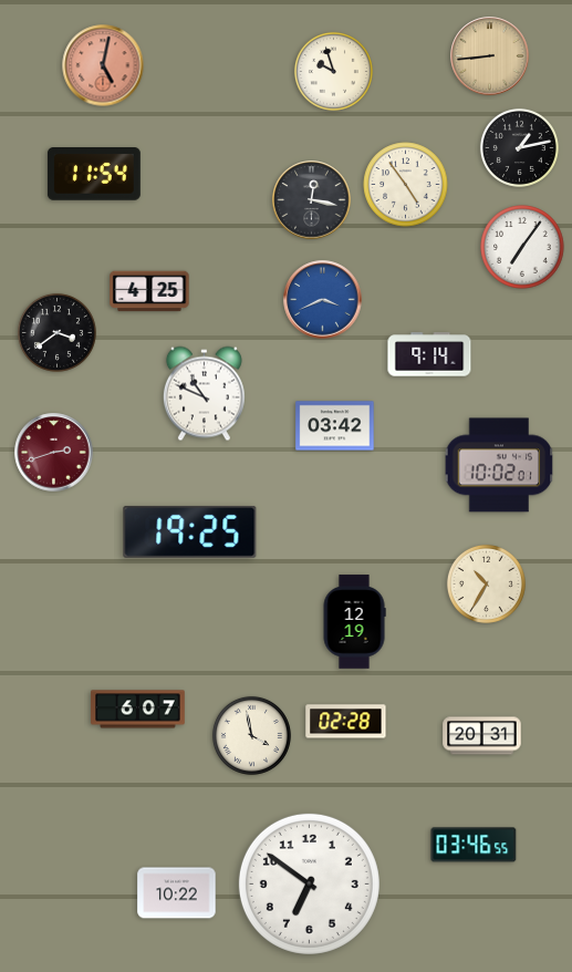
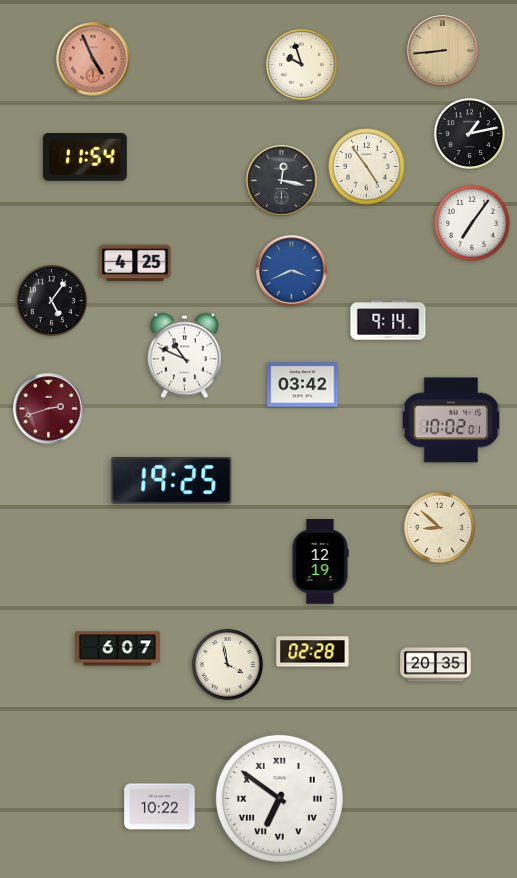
clock at (103, 65): 5:02 -> 4:56
clock at (56, 332): 3:39 -> 5:06
clock at (486, 583): 10:35 -> 8:52
clock at (138, 710) position: (138, 710) -> (118, 649)
clock at (482, 736): 20:31 -> 20:35
clock at (474, 845): 03:46 -> none
clock at (309, 883) numerals: Arabic -> Roman
